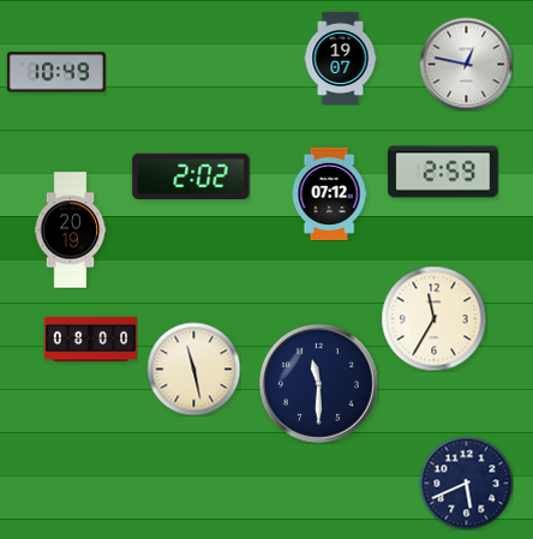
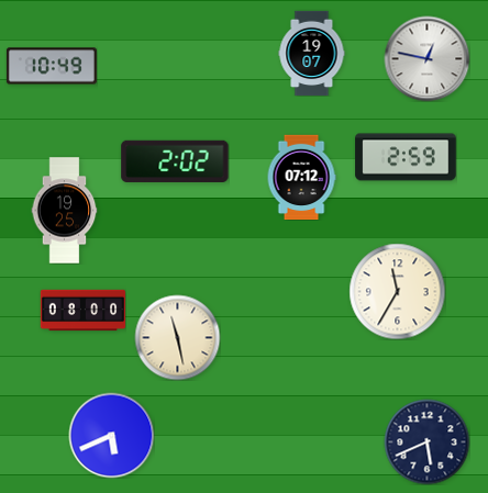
clock at (71, 230): 20:19 -> 19:25
clock at (319, 384): 11:30 -> none
clock at (111, 435): none -> 5:41
